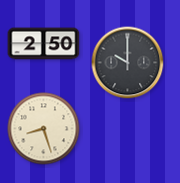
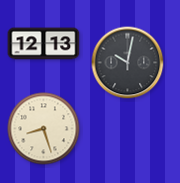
clock at (44, 44): 2:50 -> 12:13
clock at (128, 63): 10:00 -> 10:02
